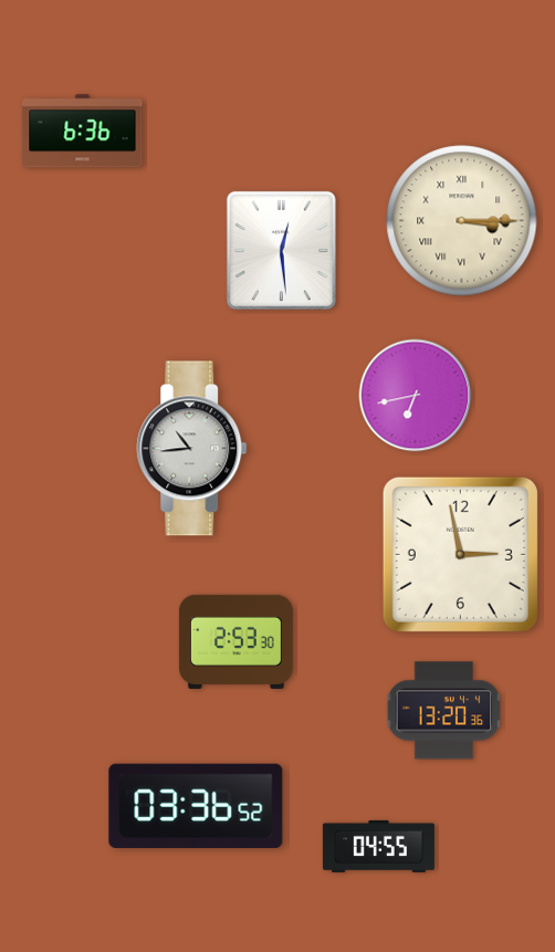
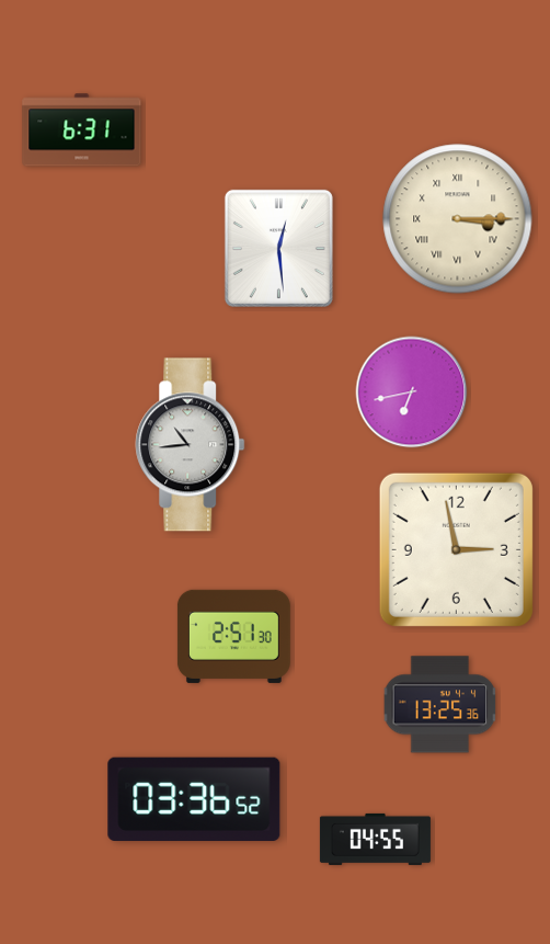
clock at (83, 132): 6:36 -> 6:31
clock at (235, 641): 2:53 -> 2:51
clock at (444, 711): 13:20 -> 13:25
